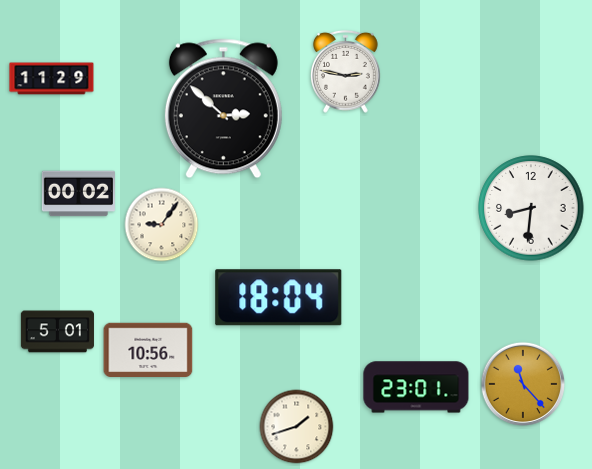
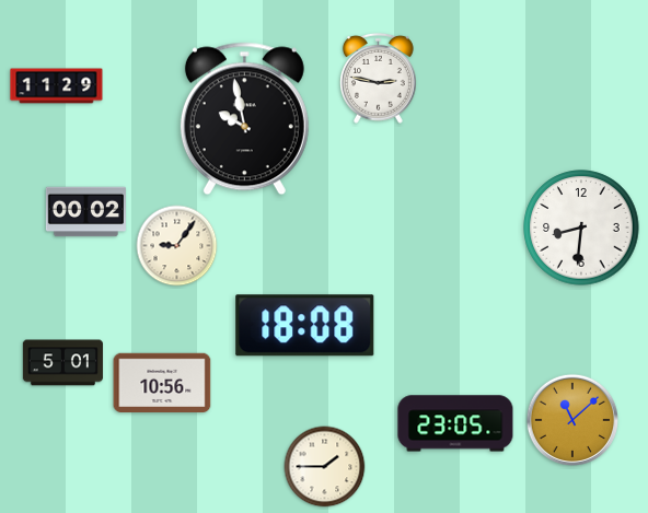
clock at (223, 109): 2:52 -> 9:58
clock at (279, 298): 18:04 -> 18:08
clock at (522, 383): 11:23 -> 11:08
clock at (416, 387): 23:01 -> 23:05
clock at (297, 427): 1:42 -> 1:45
